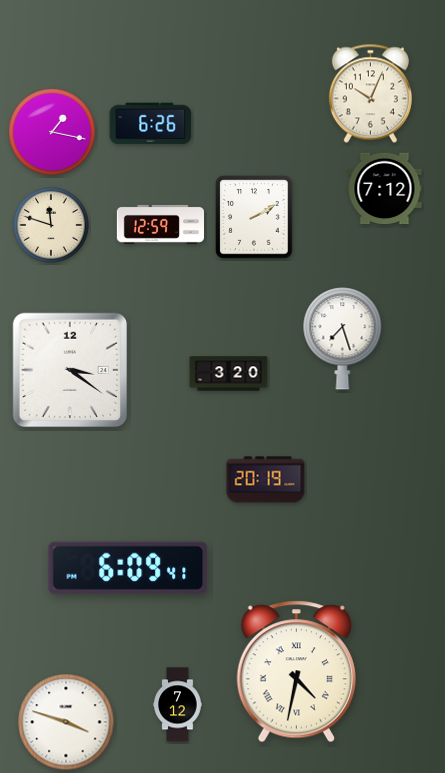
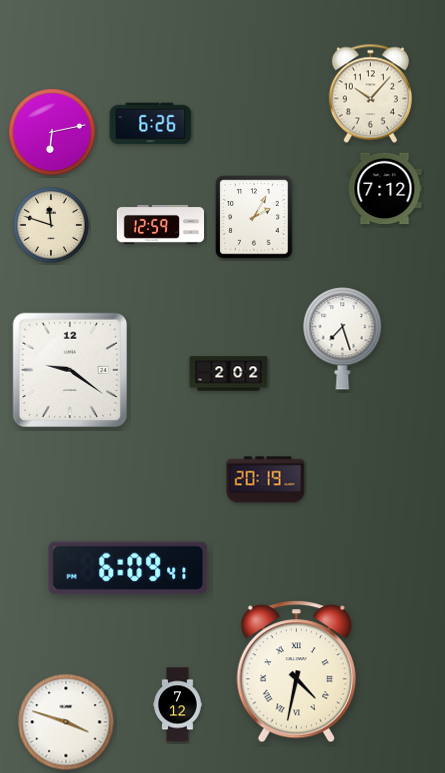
clock at (370, 94): 10:04 -> 10:07
clock at (52, 132): 1:17 -> 6:13
clock at (254, 217): 2:10 -> 2:05
clock at (70, 370): 3:21 -> 9:21
clock at (229, 374): 3:20 -> 2:02
